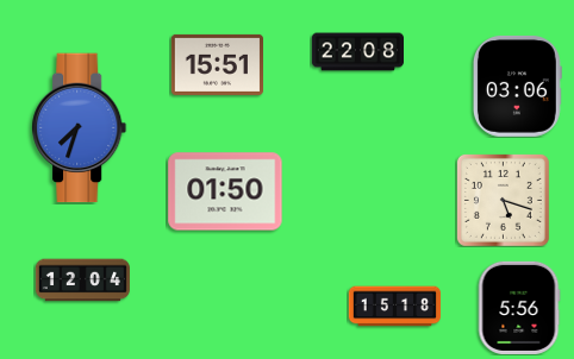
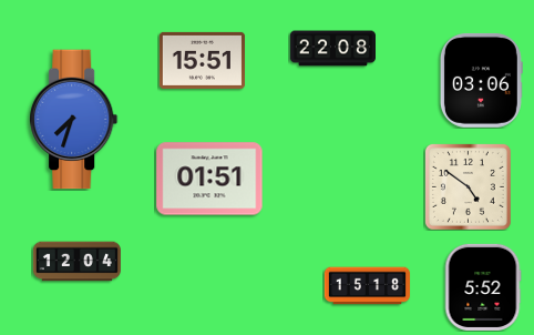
clock at (225, 191): 01:50 -> 01:51
clock at (503, 200): 5:18 -> 4:51
clock at (519, 308): 5:56 -> 5:52
